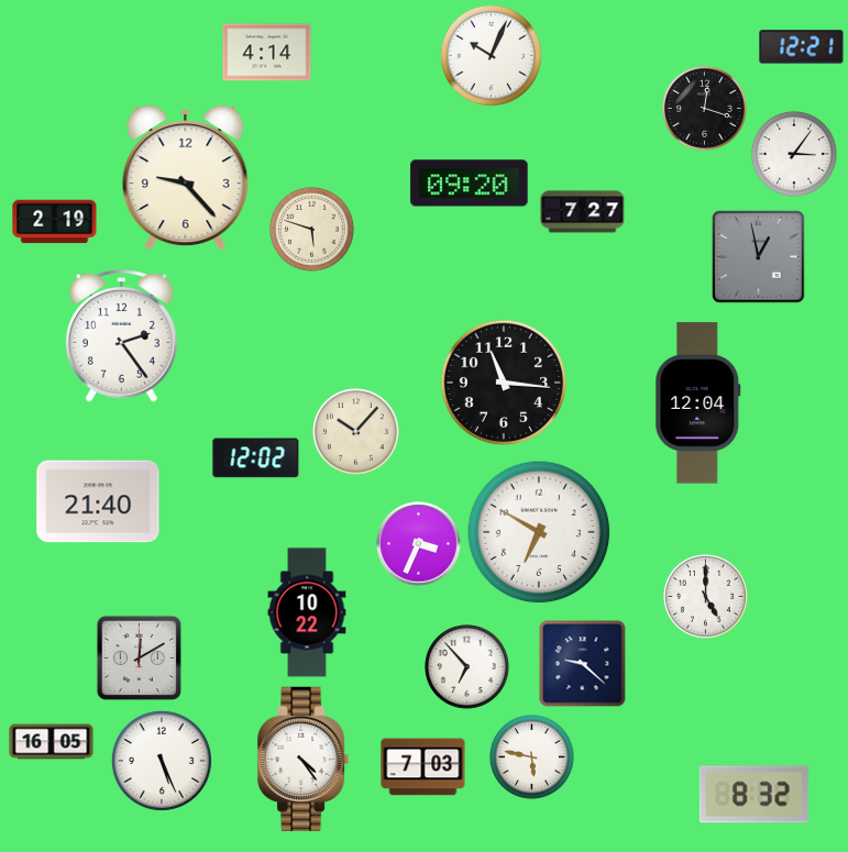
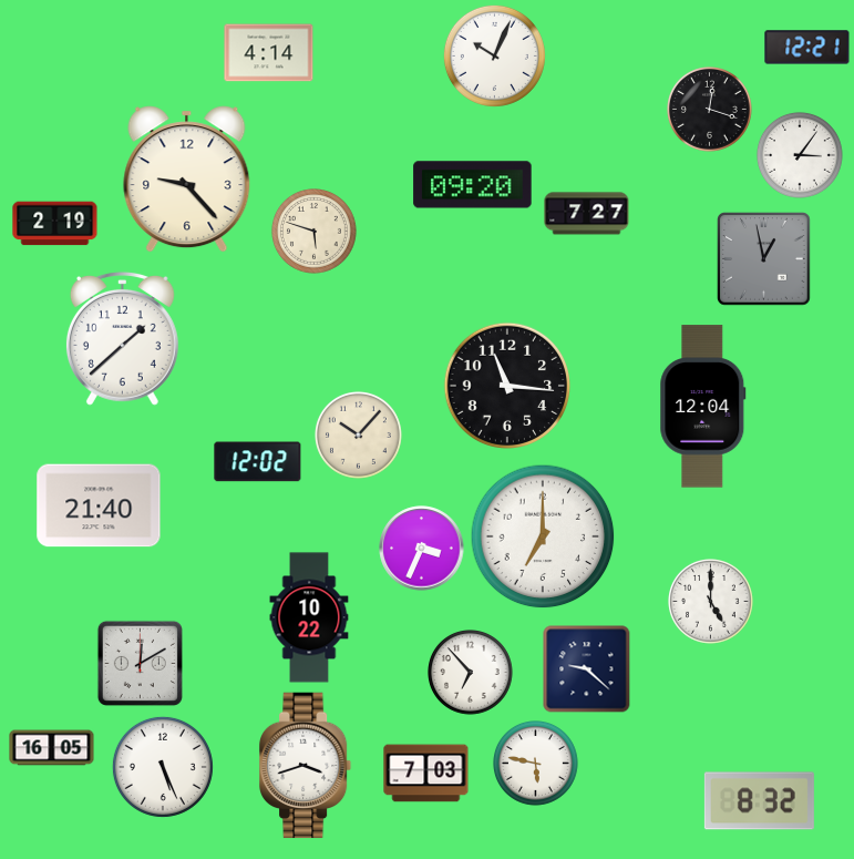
clock at (121, 336): 2:24 -> 1:38
clock at (539, 532): 6:50 -> 7:00
clock at (304, 760): 4:24 -> 3:42
